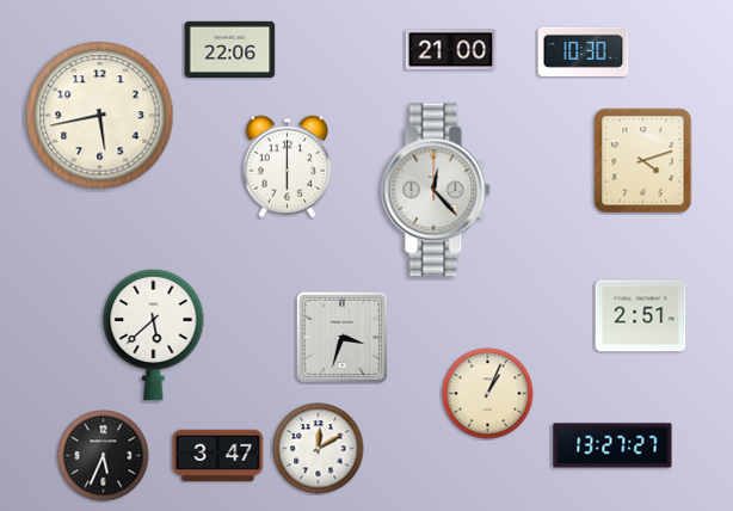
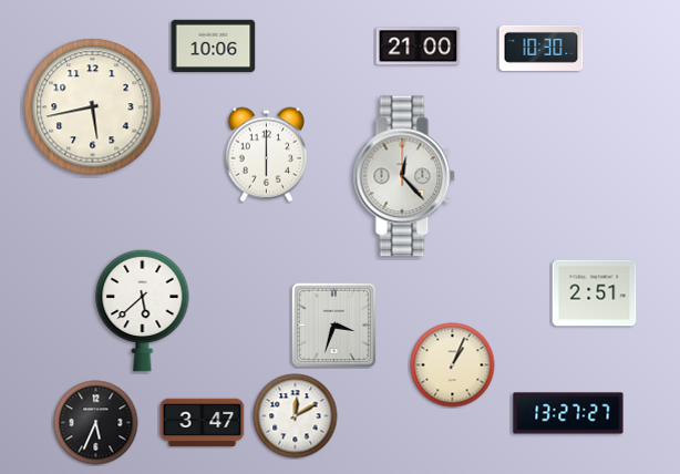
clock at (230, 49): 22:06 -> 10:06
clock at (643, 161): 4:12 -> none
clock at (341, 337) position: (341, 337) -> (333, 324)
